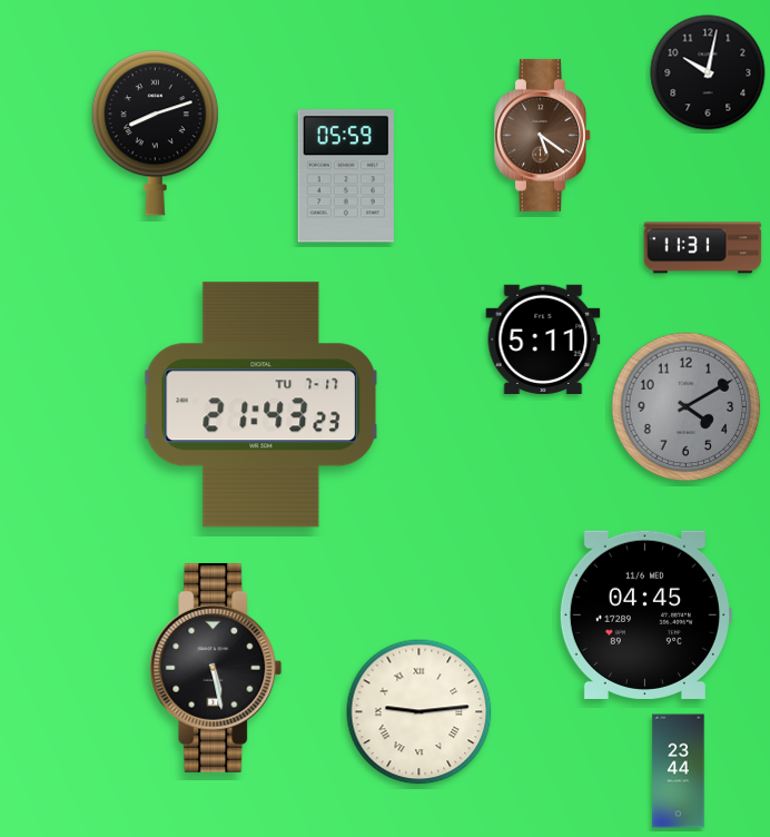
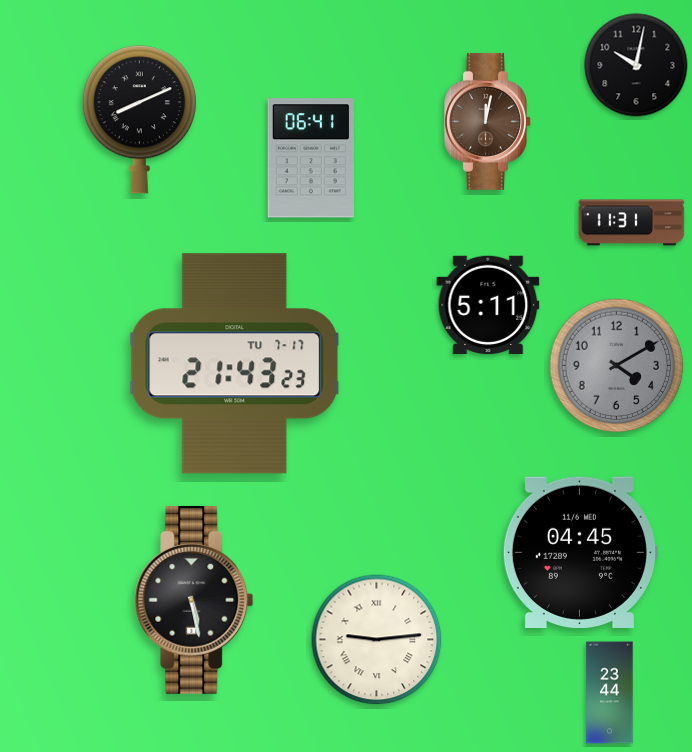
clock at (155, 134): 8:12 -> 8:11
clock at (543, 135): 5:21 -> 12:02
clock at (346, 176): 05:59 -> 06:41
